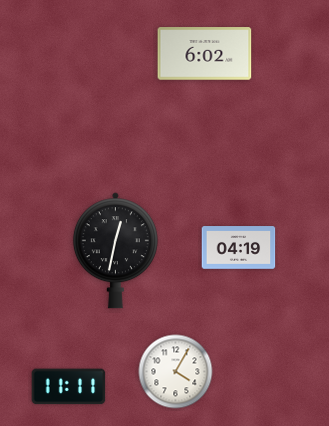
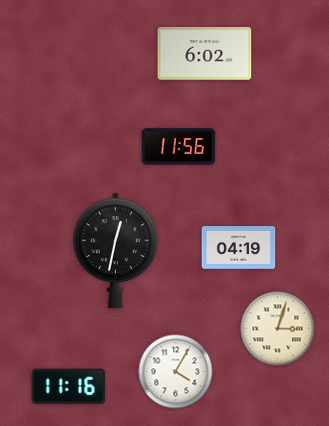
clock at (179, 147): none -> 11:56
clock at (278, 329): none -> 3:03
clock at (69, 387): 11:11 -> 11:16
